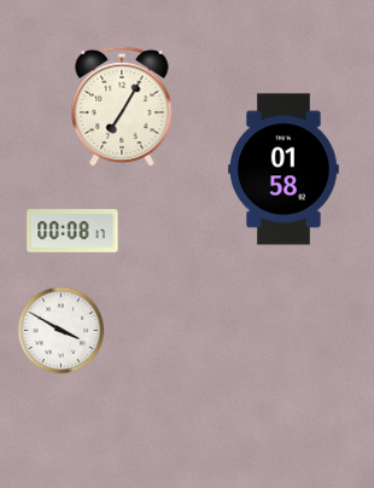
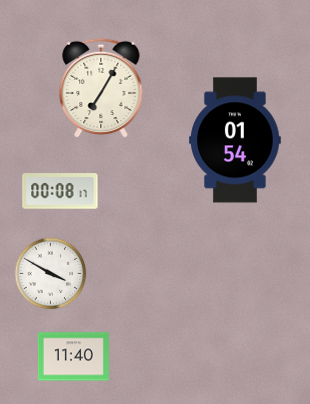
clock at (284, 169): 01:58 -> 01:54
clock at (73, 357): none -> 11:40
